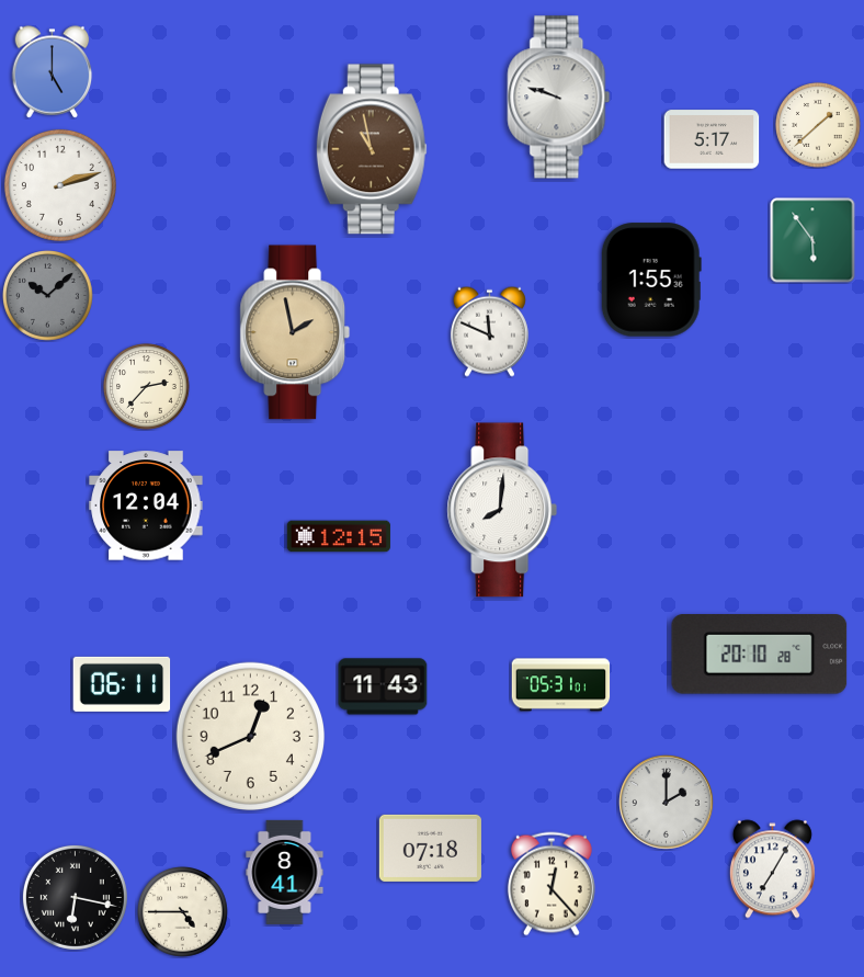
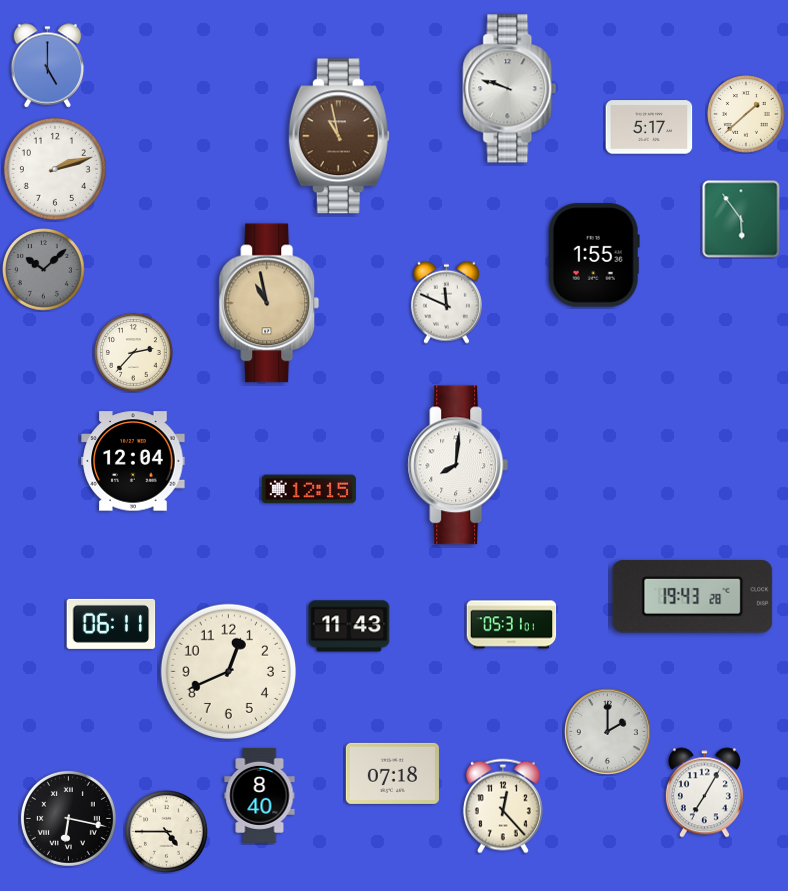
clock at (295, 332): 1:58 -> 10:58
clock at (760, 655): 20:10 -> 19:43
clock at (285, 872): 8:41 -> 8:40
